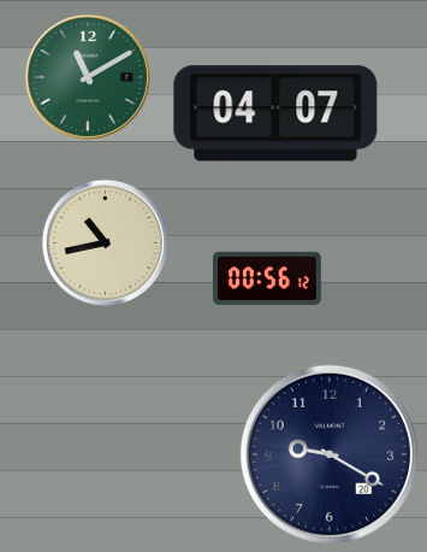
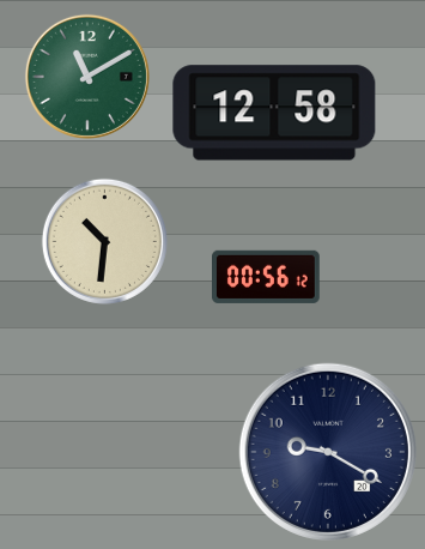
clock at (275, 113): 04:07 -> 12:58
clock at (105, 242): 10:43 -> 10:31
